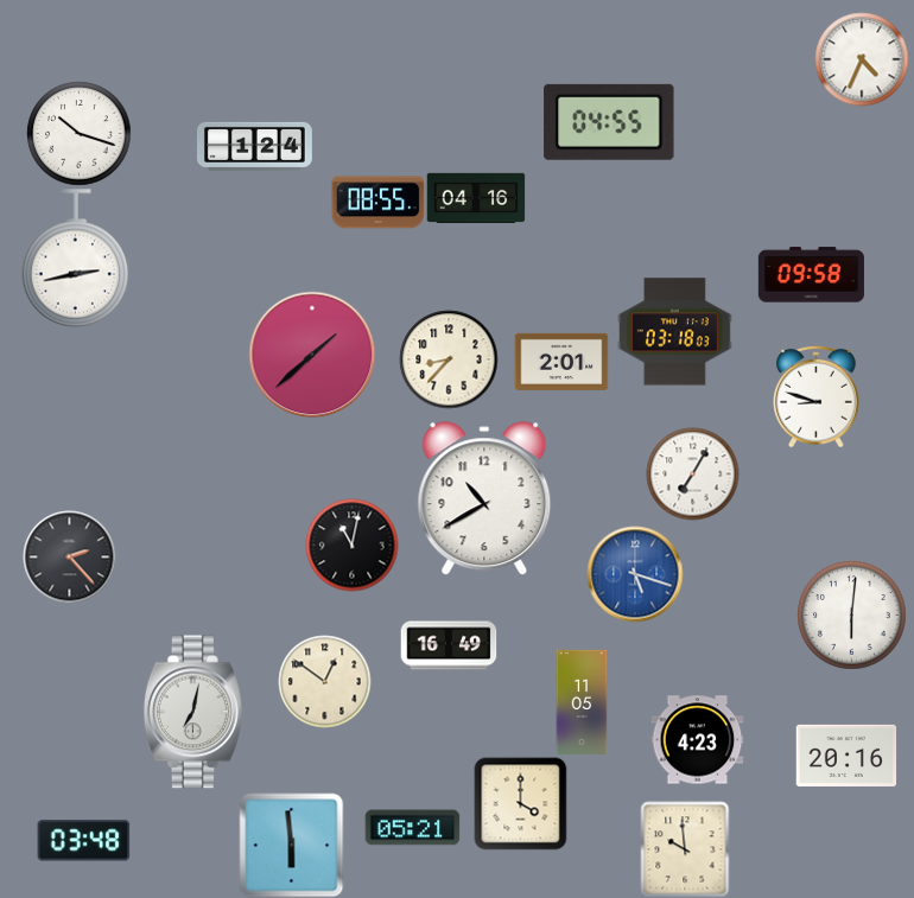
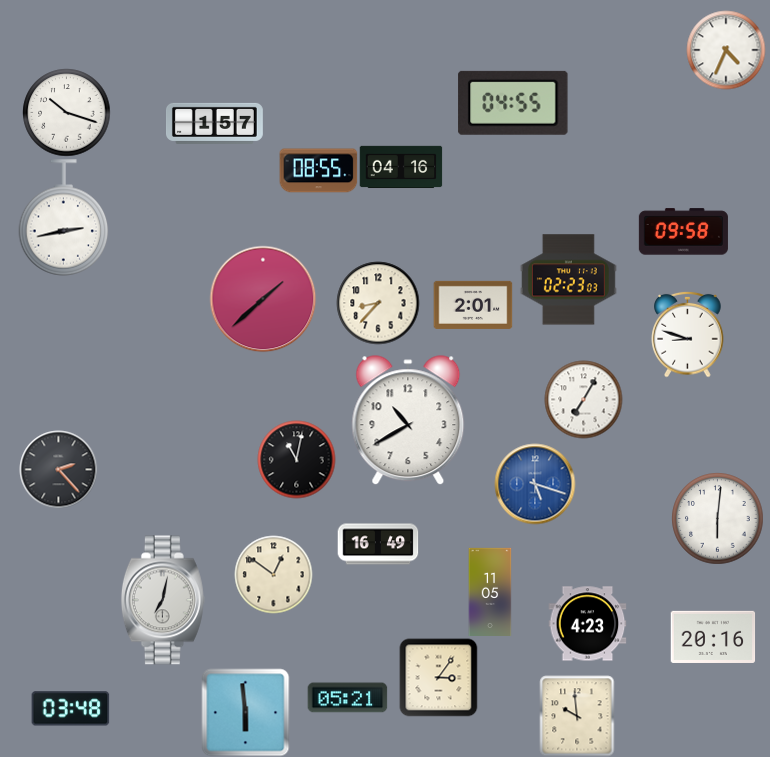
clock at (255, 146): 1:24 -> 1:57
clock at (674, 332): 03:18 -> 02:23
clock at (520, 803): 4:00 -> 3:06
